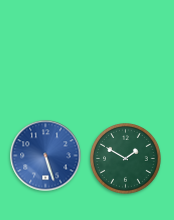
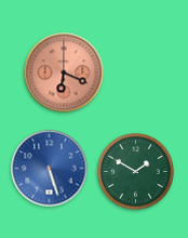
clock at (64, 72): none -> 6:19
